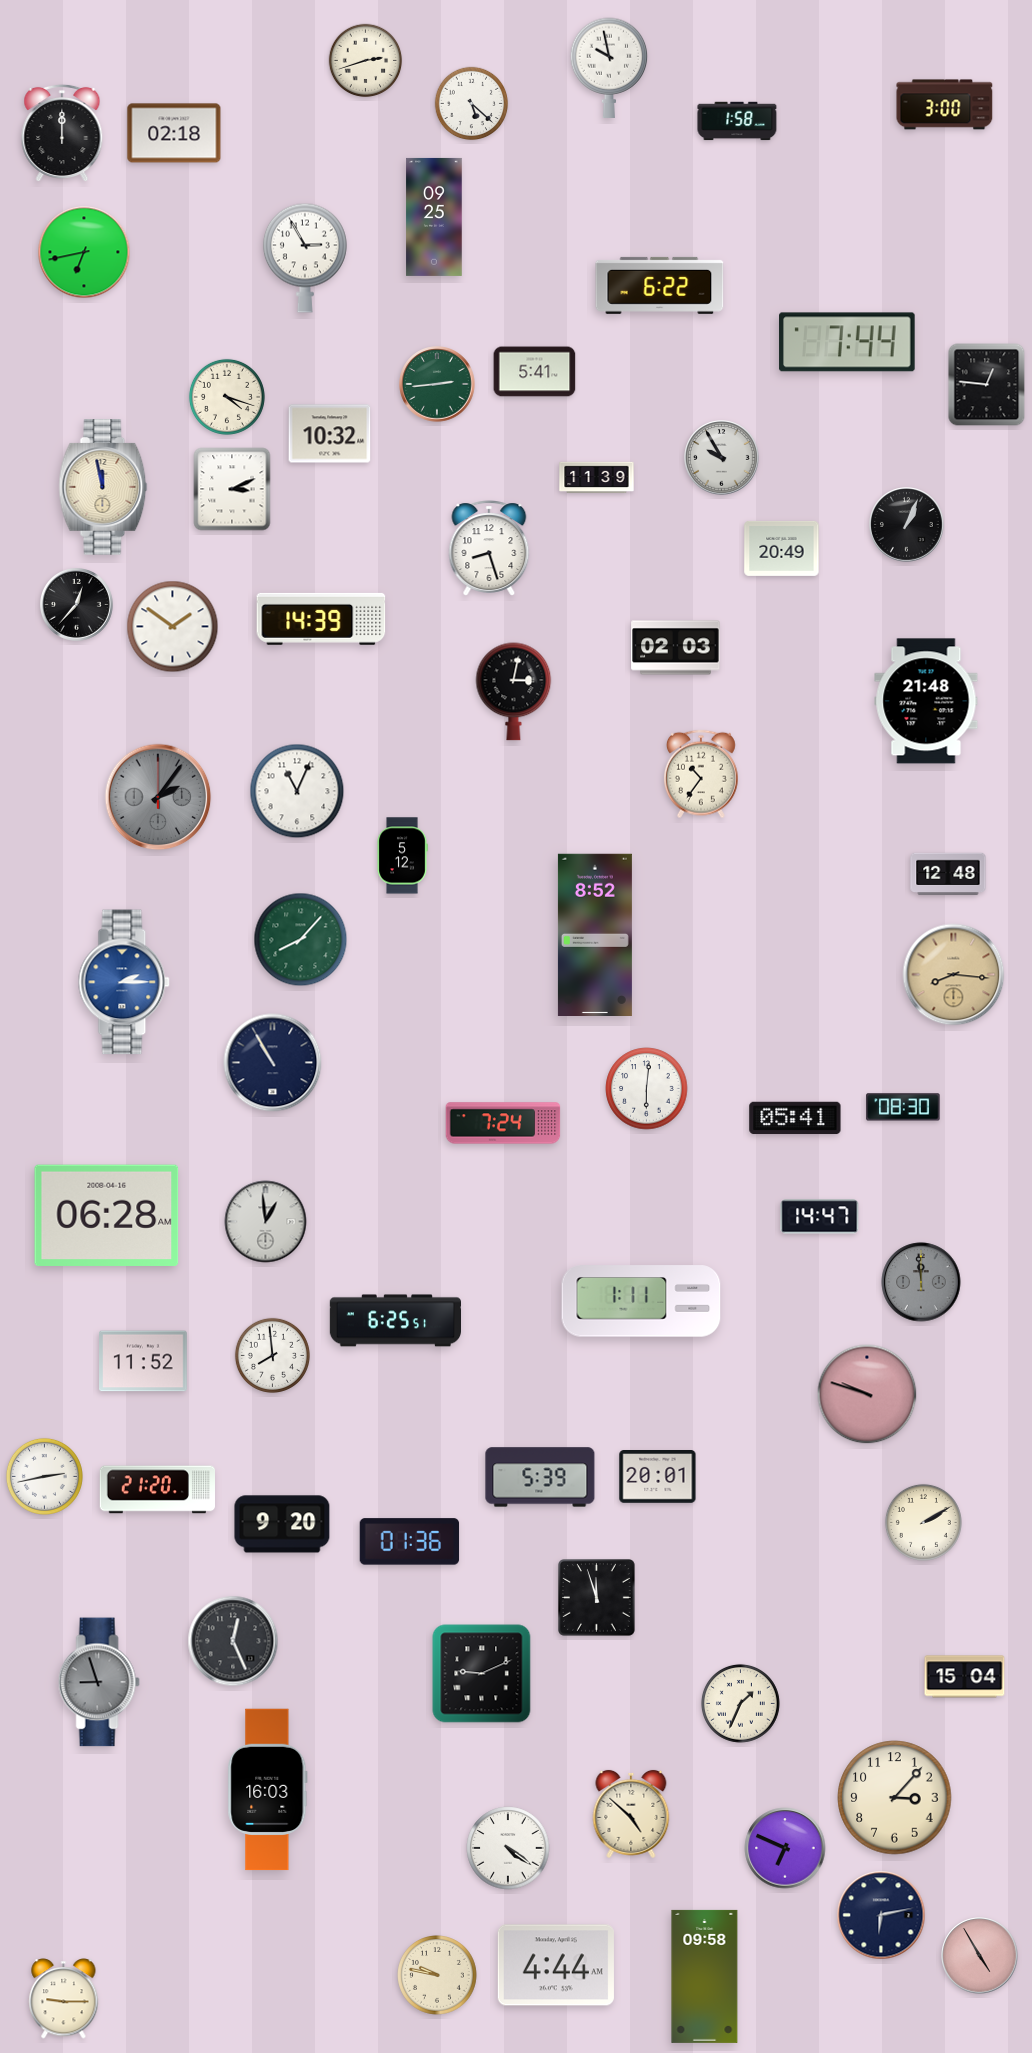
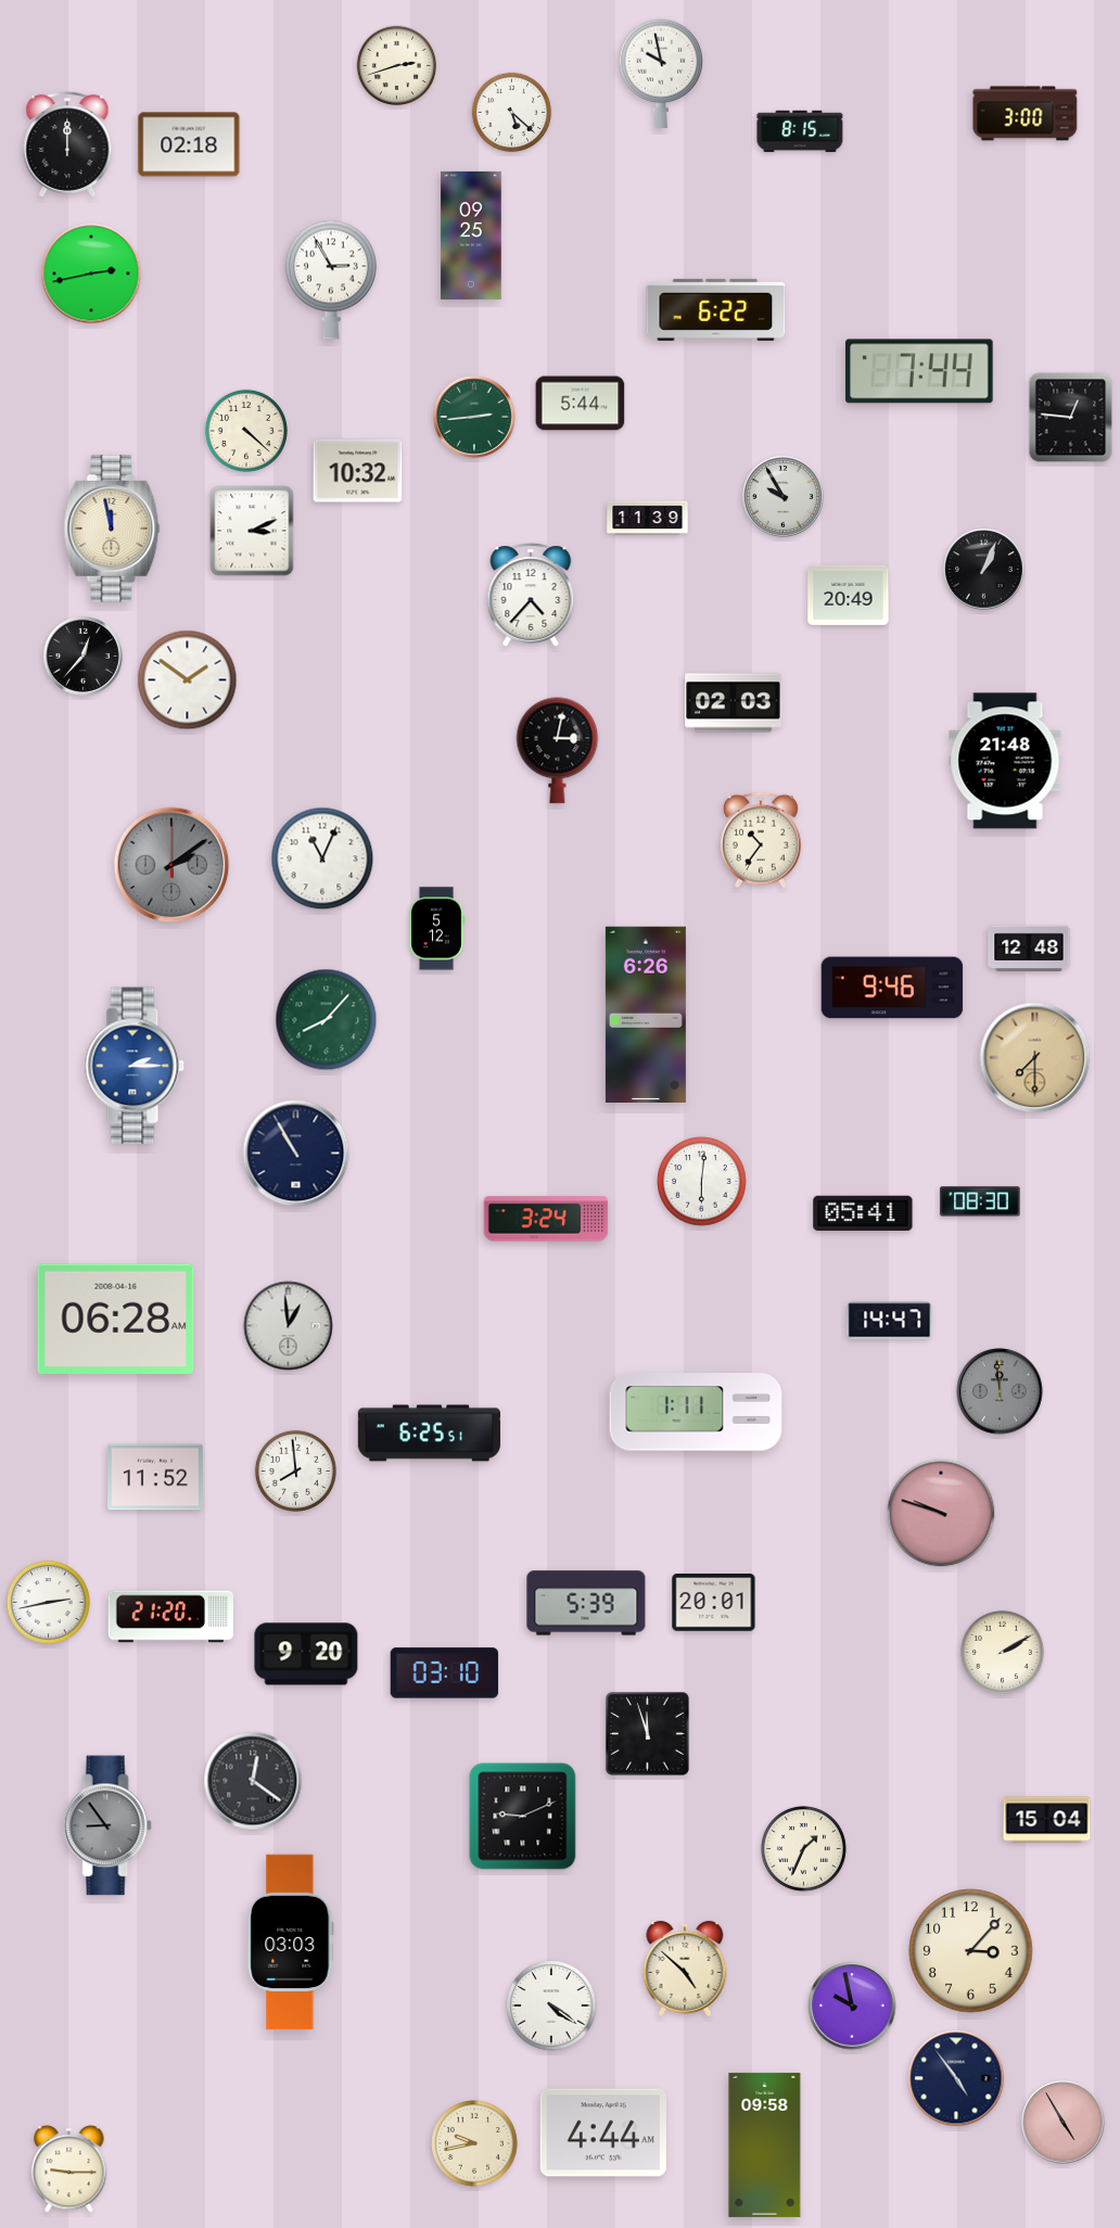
clock at (737, 121): 1:58 -> 8:15
clock at (84, 252): 6:43 -> 2:43
clock at (535, 372): 5:41 -> 5:44
clock at (227, 397): 4:18 -> 4:22
clock at (489, 548): 8:27 -> 4:37
clock at (321, 619): 14:39 -> none
clock at (158, 797): 2:06 -> 2:09
clock at (892, 988): none -> 9:46
clock at (595, 934): 8:52 -> 6:26
clock at (954, 975): 8:16 -> 7:30
clock at (503, 1123): 7:24 -> 3:24
clock at (410, 1542): 01:36 -> 03:10
clock at (233, 1641): 12:26 -> 12:21
clock at (99, 1682): 8:57 -> 8:54
clock at (268, 1790): 16:03 -> 03:03
clock at (785, 1848): 6:49 -> 9:58
clock at (881, 1915): 6:13 -> 4:54
clock at (438, 1976): 9:47 -> 9:43
